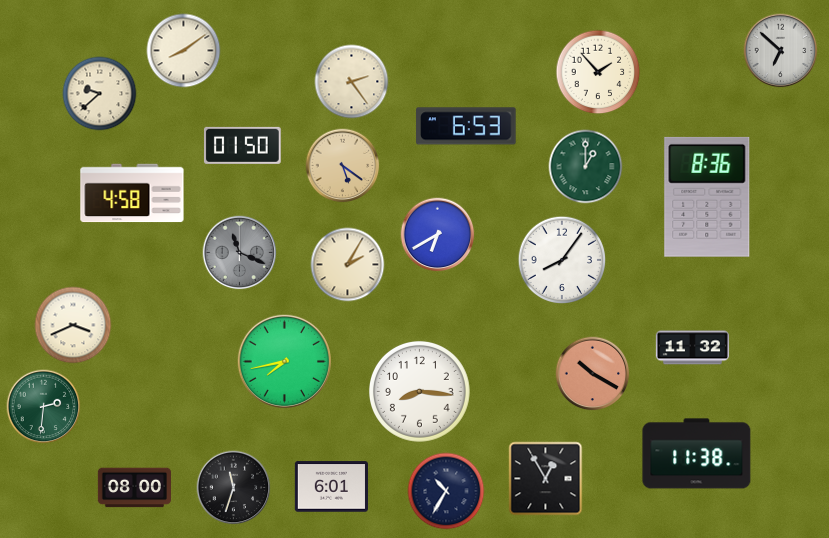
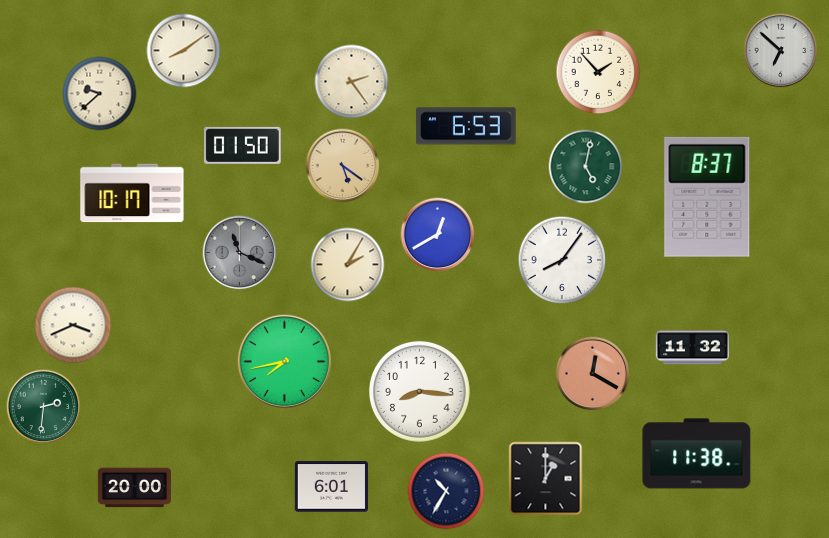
clock at (586, 167): 1:00 -> 5:02
clock at (132, 193): 4:58 -> 10:17
clock at (707, 197): 8:36 -> 8:37
clock at (438, 235): 6:40 -> 12:40
clock at (593, 374): 10:20 -> 12:20
clock at (546, 479): 12:55 -> 1:00
clock at (134, 488): 08:00 -> 20:00
clock at (234, 488): 11:33 -> none
